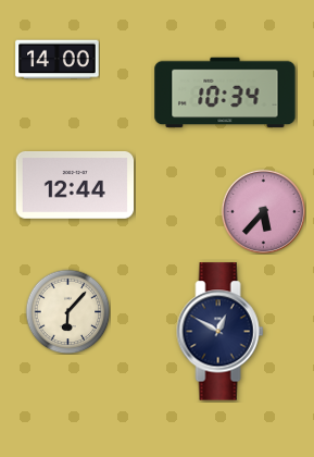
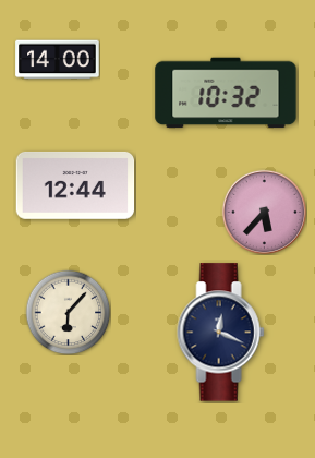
clock at (225, 92): 10:34 -> 10:32
clock at (221, 332): 12:50 -> 12:19
